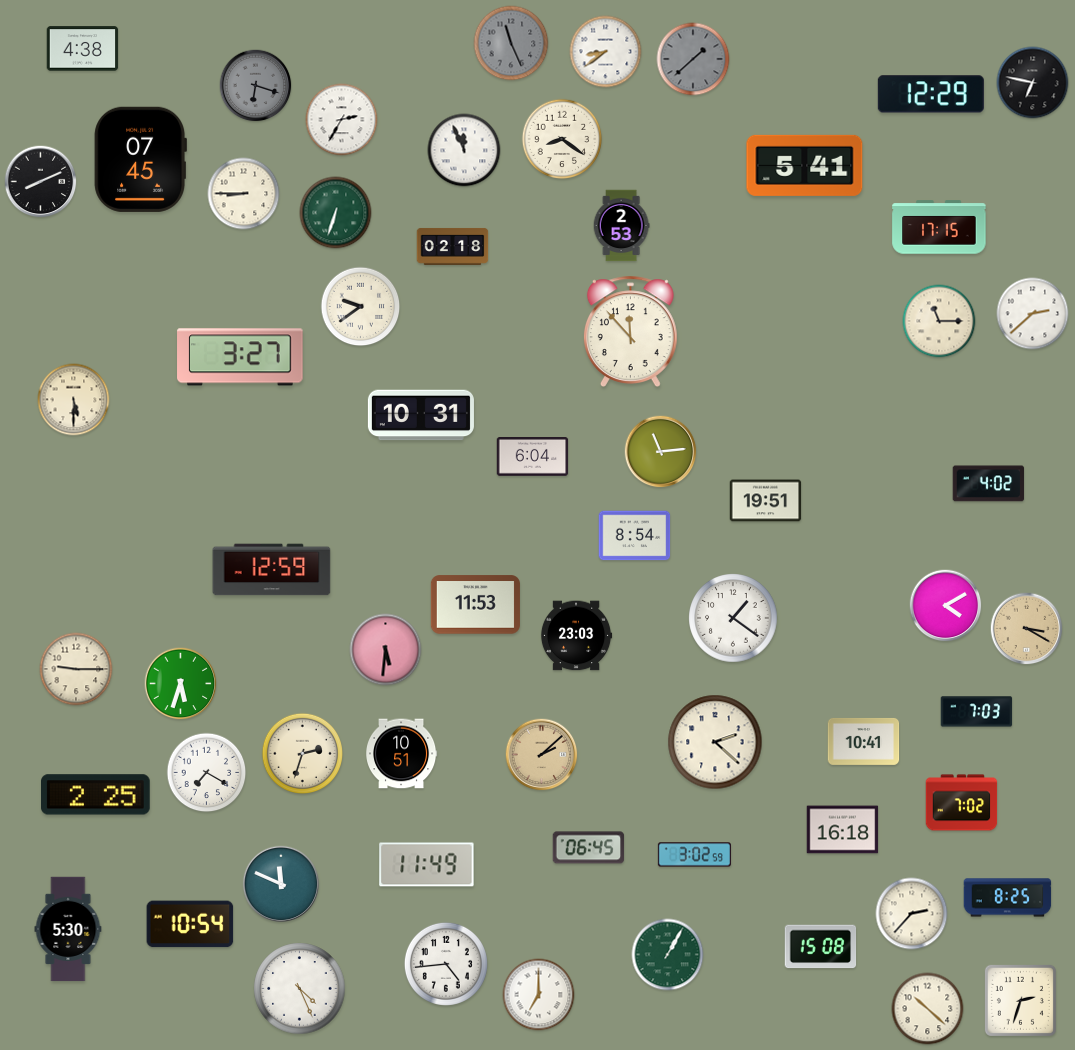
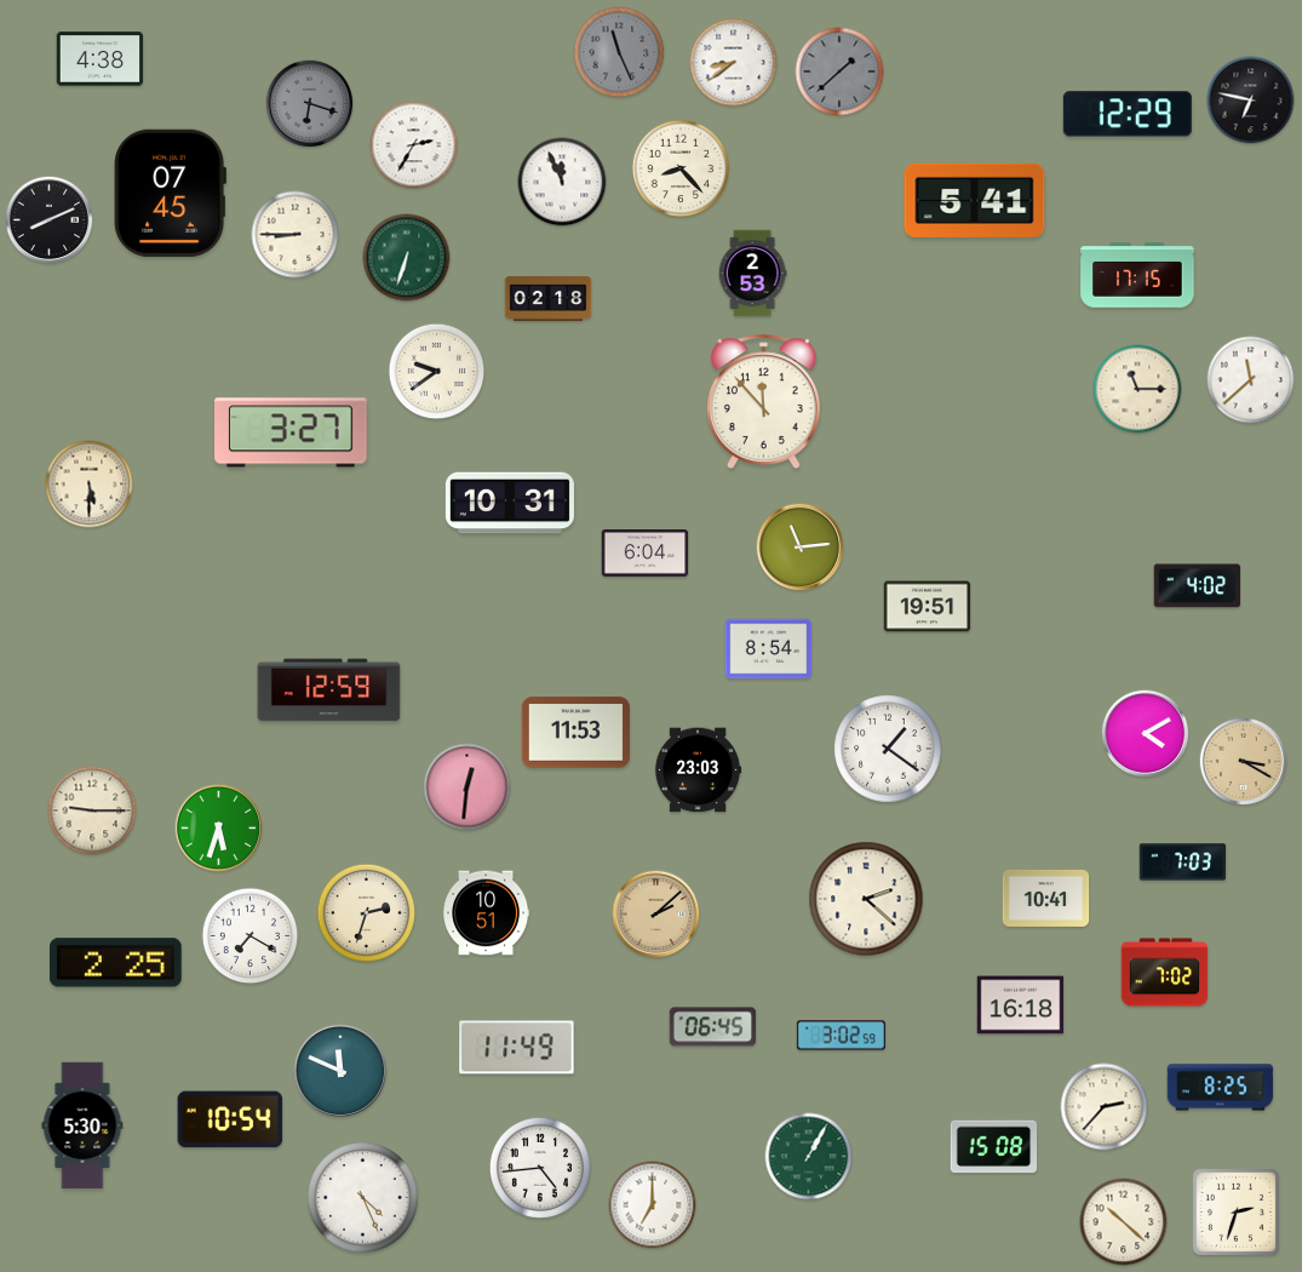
clock at (562, 139): 8:21 -> 8:23
clock at (1033, 314): 2:38 -> 11:38
clock at (386, 650): 5:31 -> 12:31
